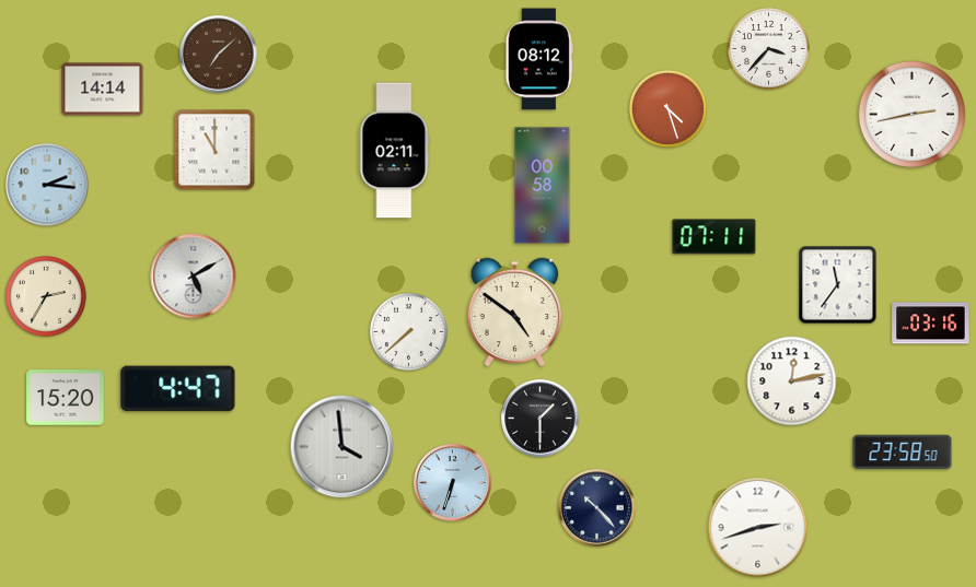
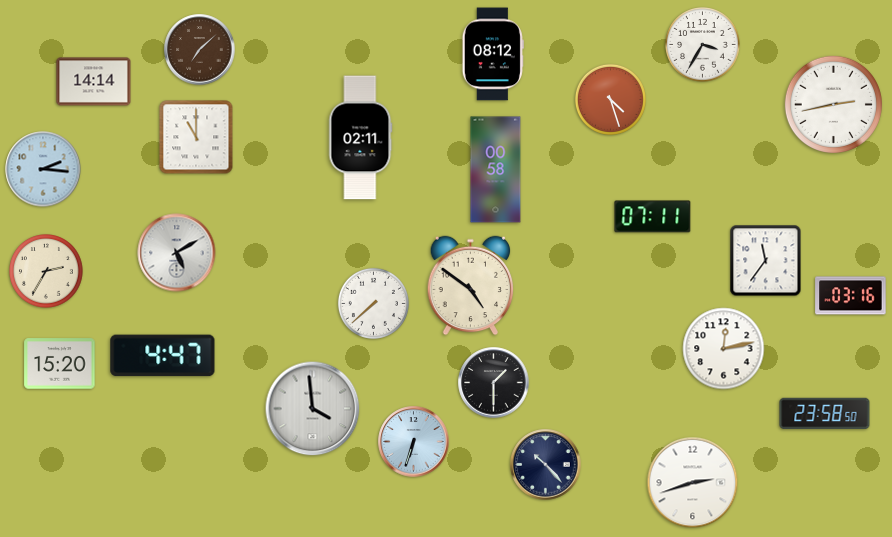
clock at (769, 49): 3:37 -> 3:35
clock at (47, 297) position: (47, 297) -> (47, 272)
